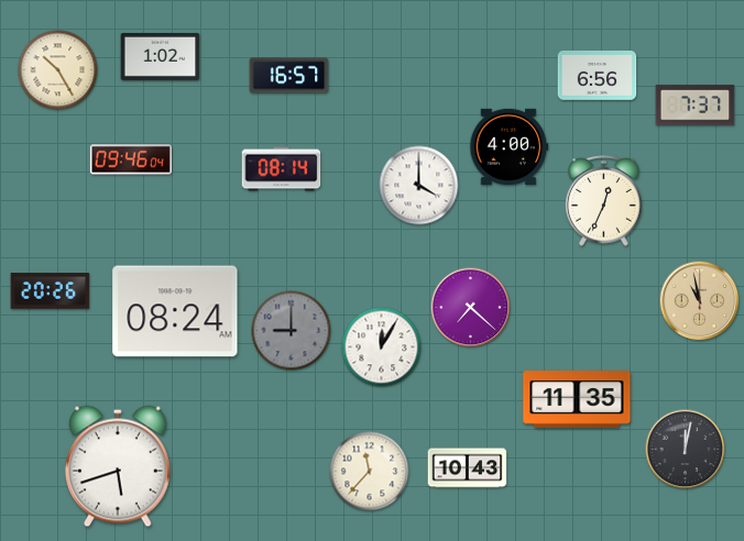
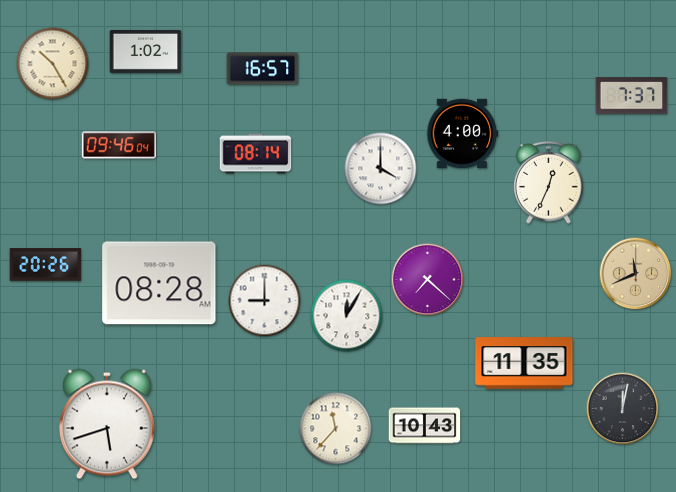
clock at (598, 76): 6:56 -> none
clock at (700, 301): 10:58 -> 11:41
clock at (175, 311): 08:24 -> 08:28
clock at (292, 331) dial: grey -> white
